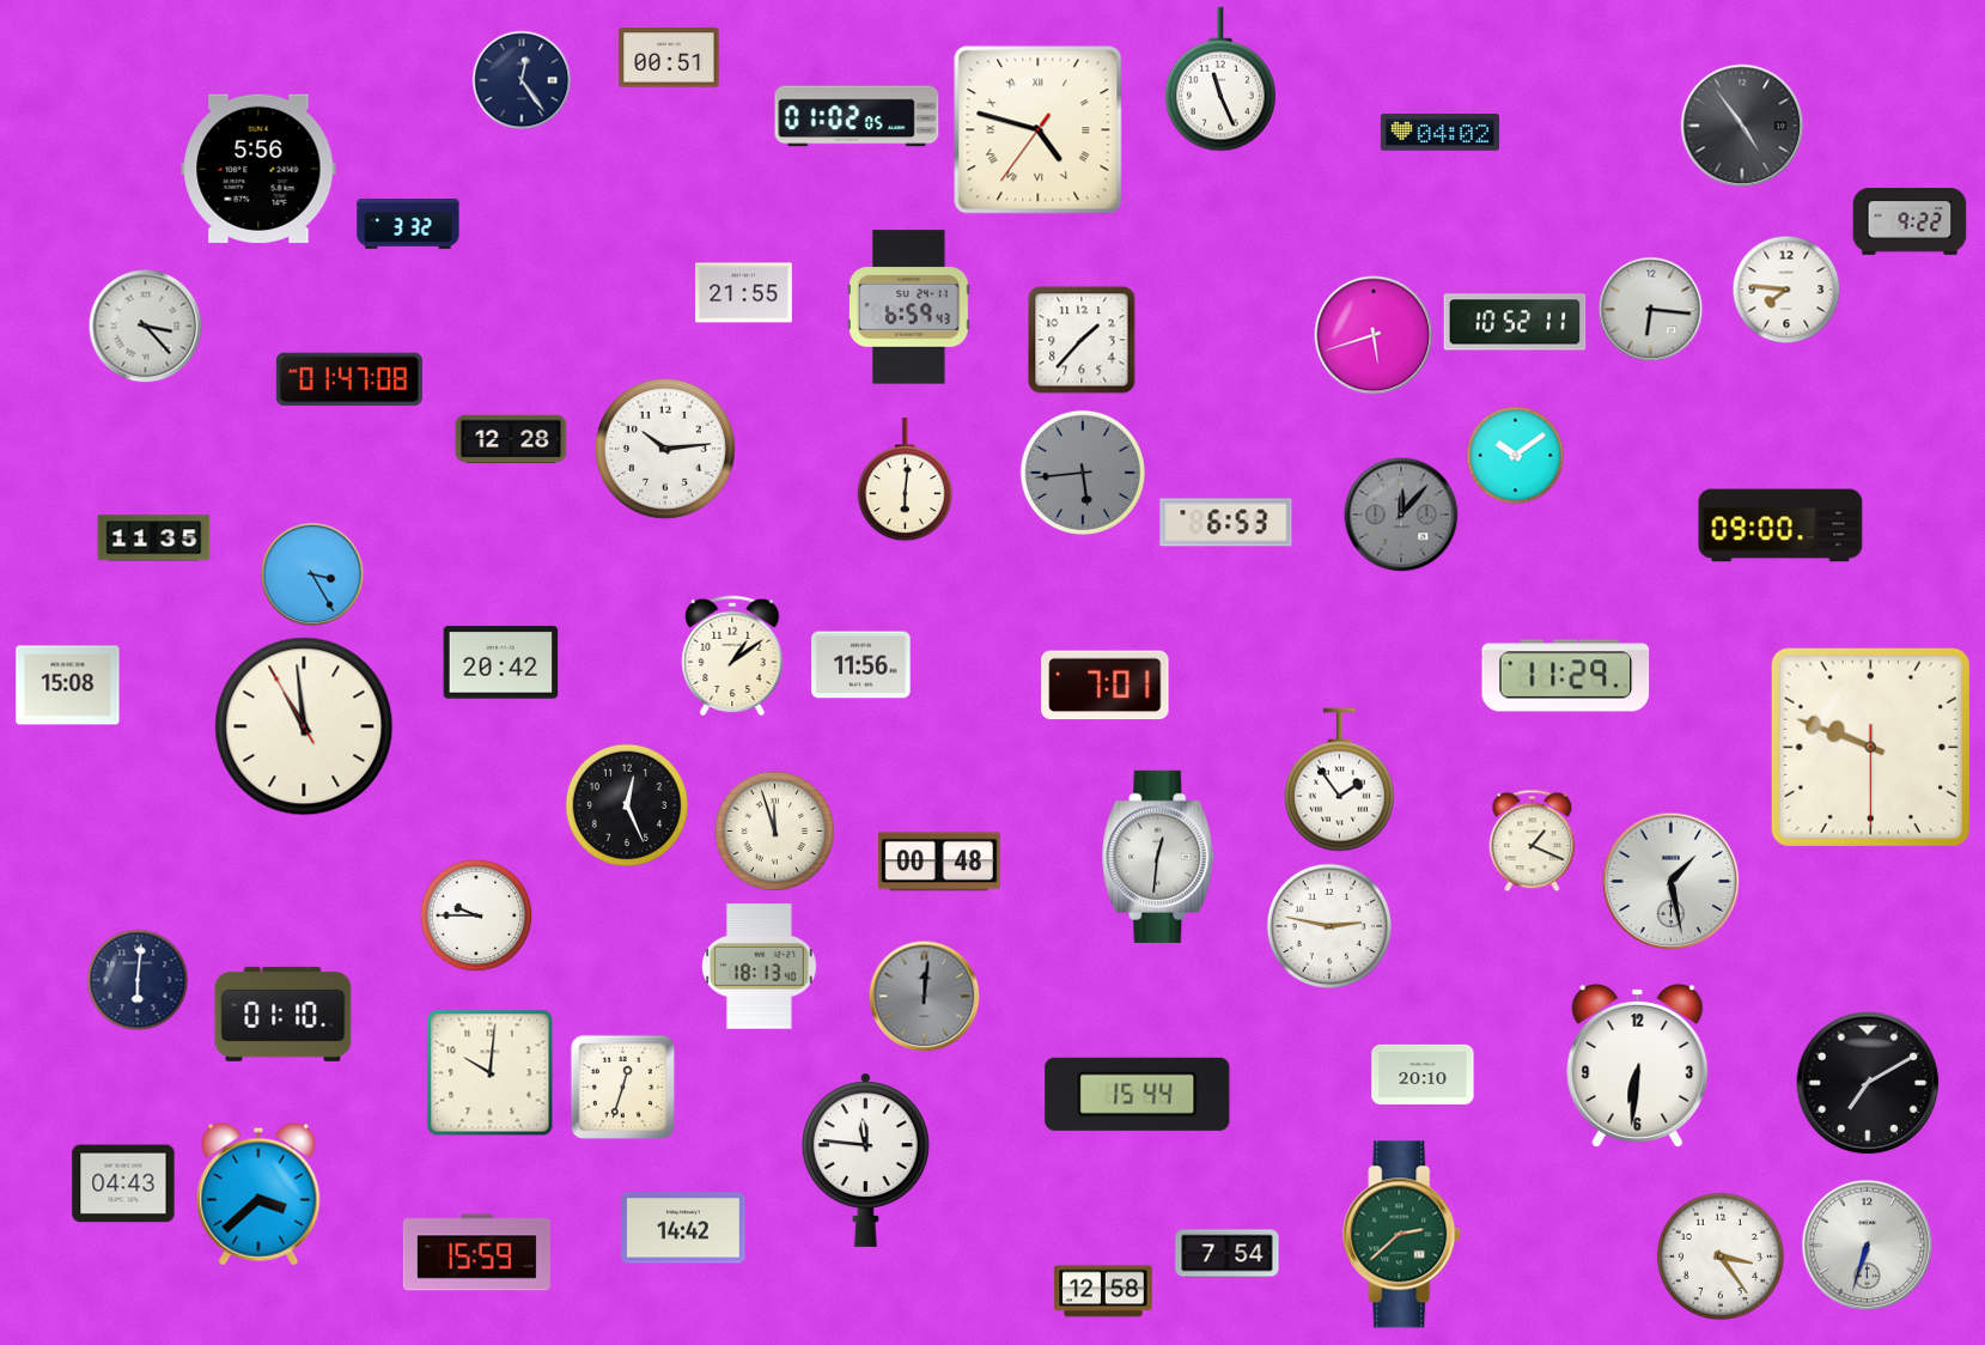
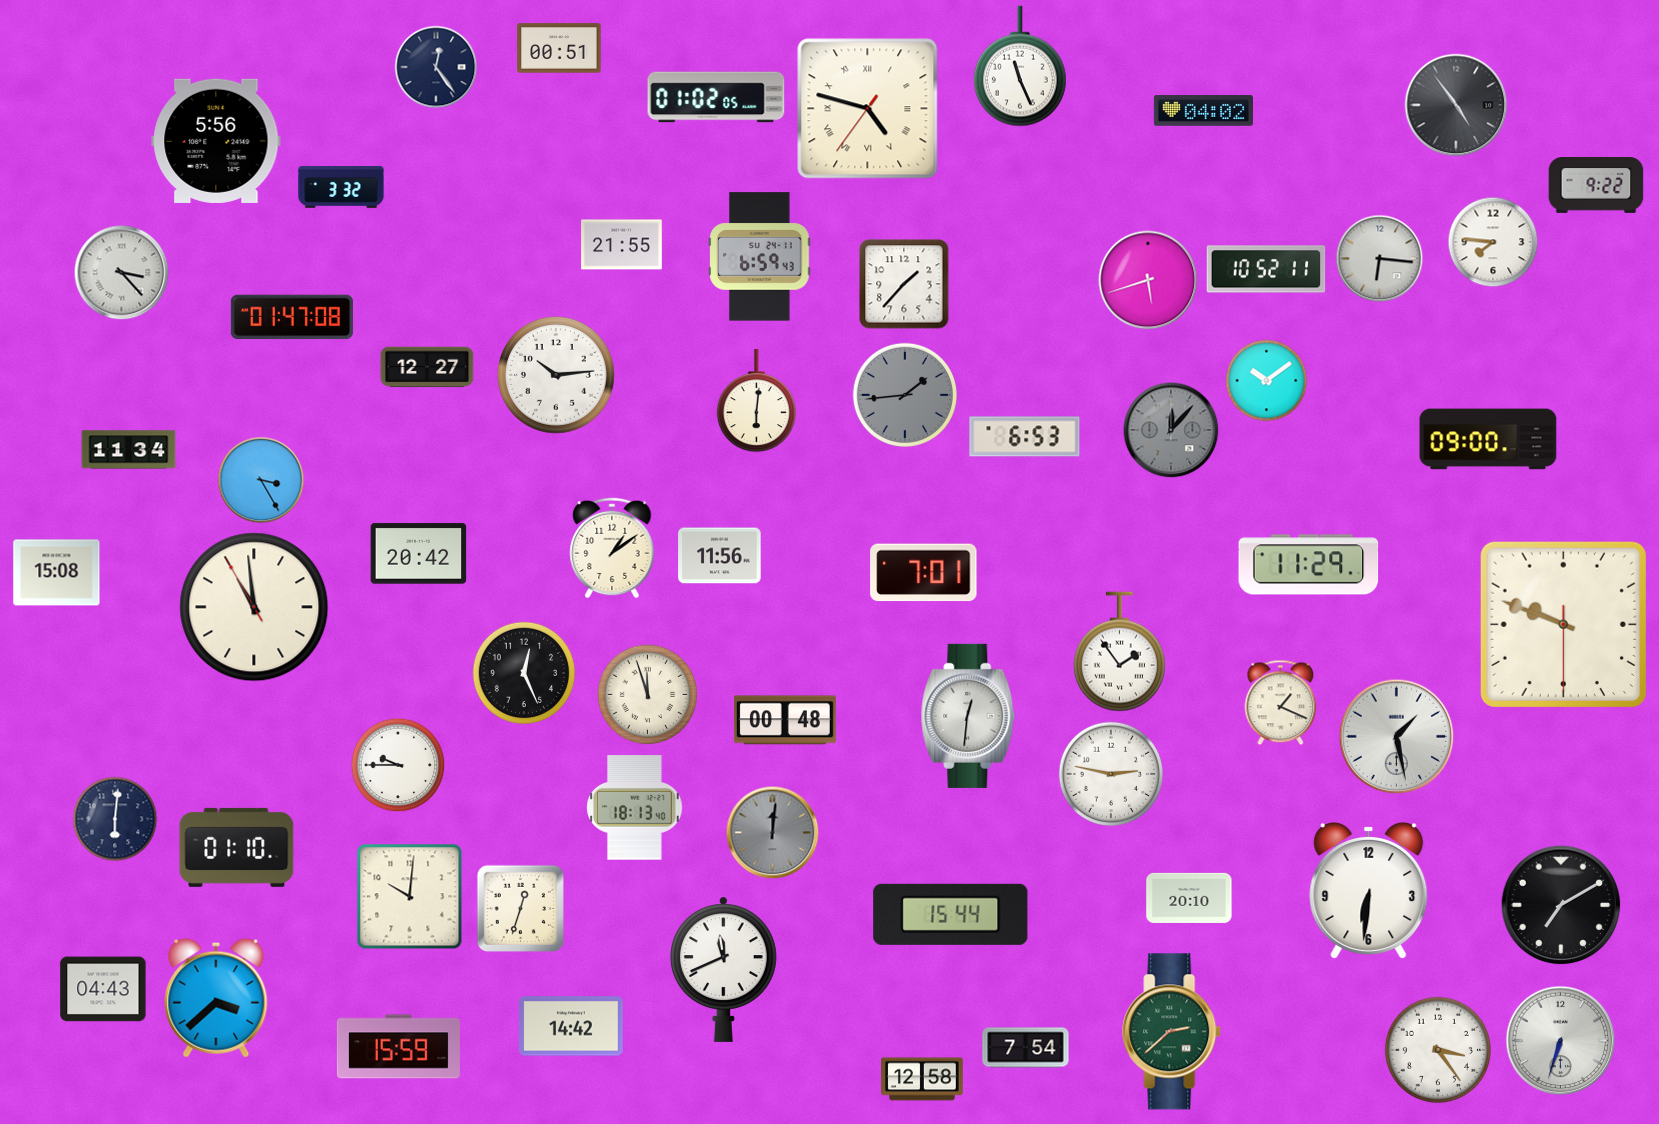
clock at (511, 439): 12:28 -> 12:27
clock at (1083, 473): 5:44 -> 1:44
clock at (154, 538): 11:35 -> 11:34
clock at (865, 1160): 11:46 -> 11:41
